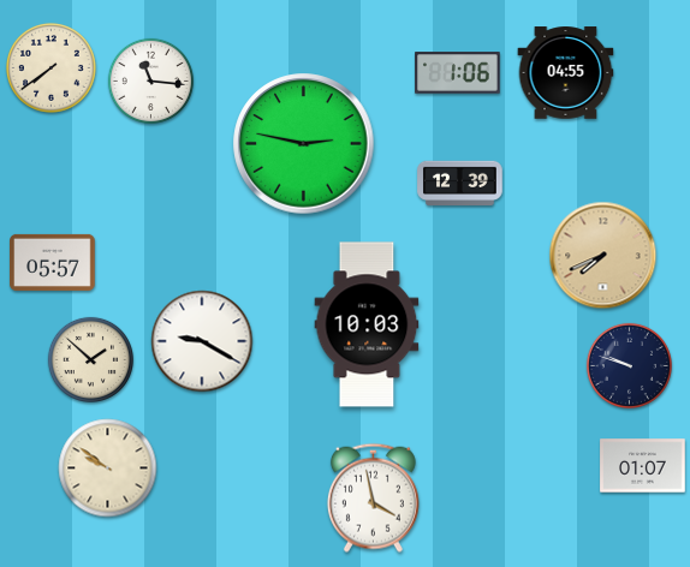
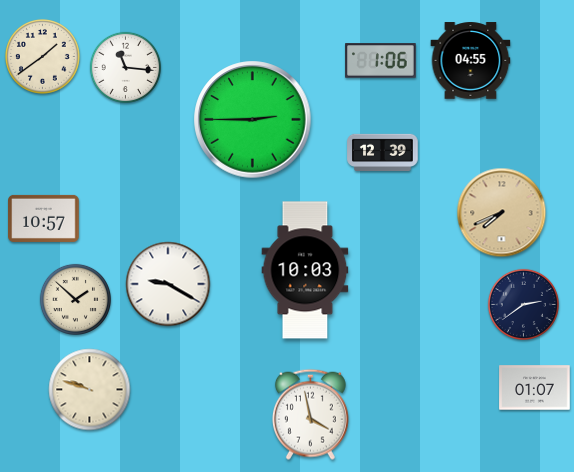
clock at (50, 67): 7:39 -> 1:39
clock at (304, 144): 2:47 -> 2:45
clock at (53, 262): 05:57 -> 10:57
clock at (629, 365): 9:48 -> 2:39
clock at (108, 468): 9:51 -> 9:48
